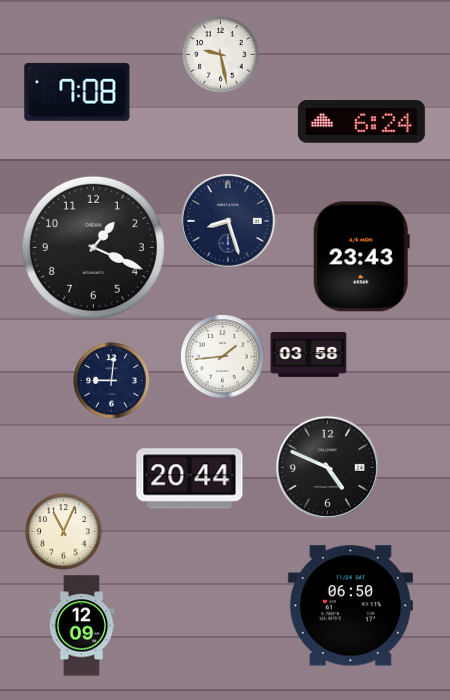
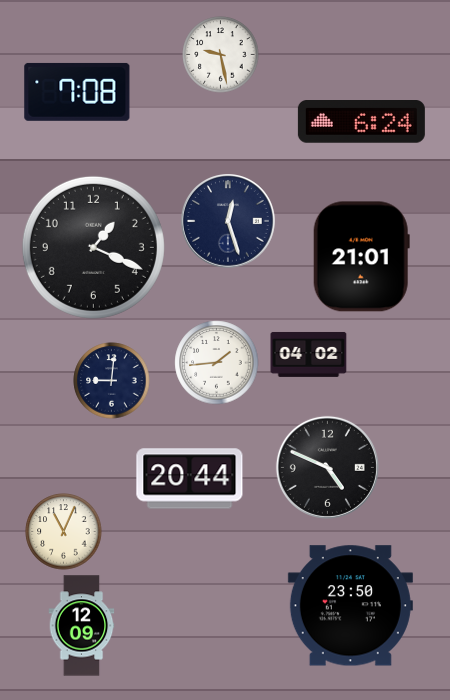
clock at (229, 222): 8:27 -> 12:27
clock at (361, 257): 23:43 -> 21:01
clock at (309, 354): 03:58 -> 04:02
clock at (223, 357) position: (223, 357) -> (217, 363)
clock at (350, 606): 06:50 -> 23:50
